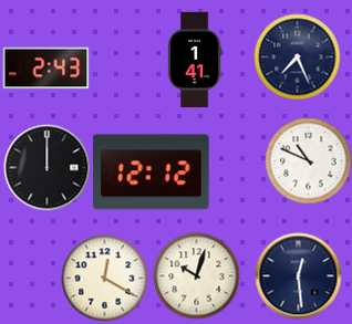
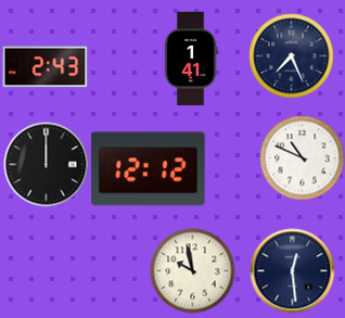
clock at (196, 275): 10:03 -> 9:58
clock at (104, 278): 12:20 -> none
